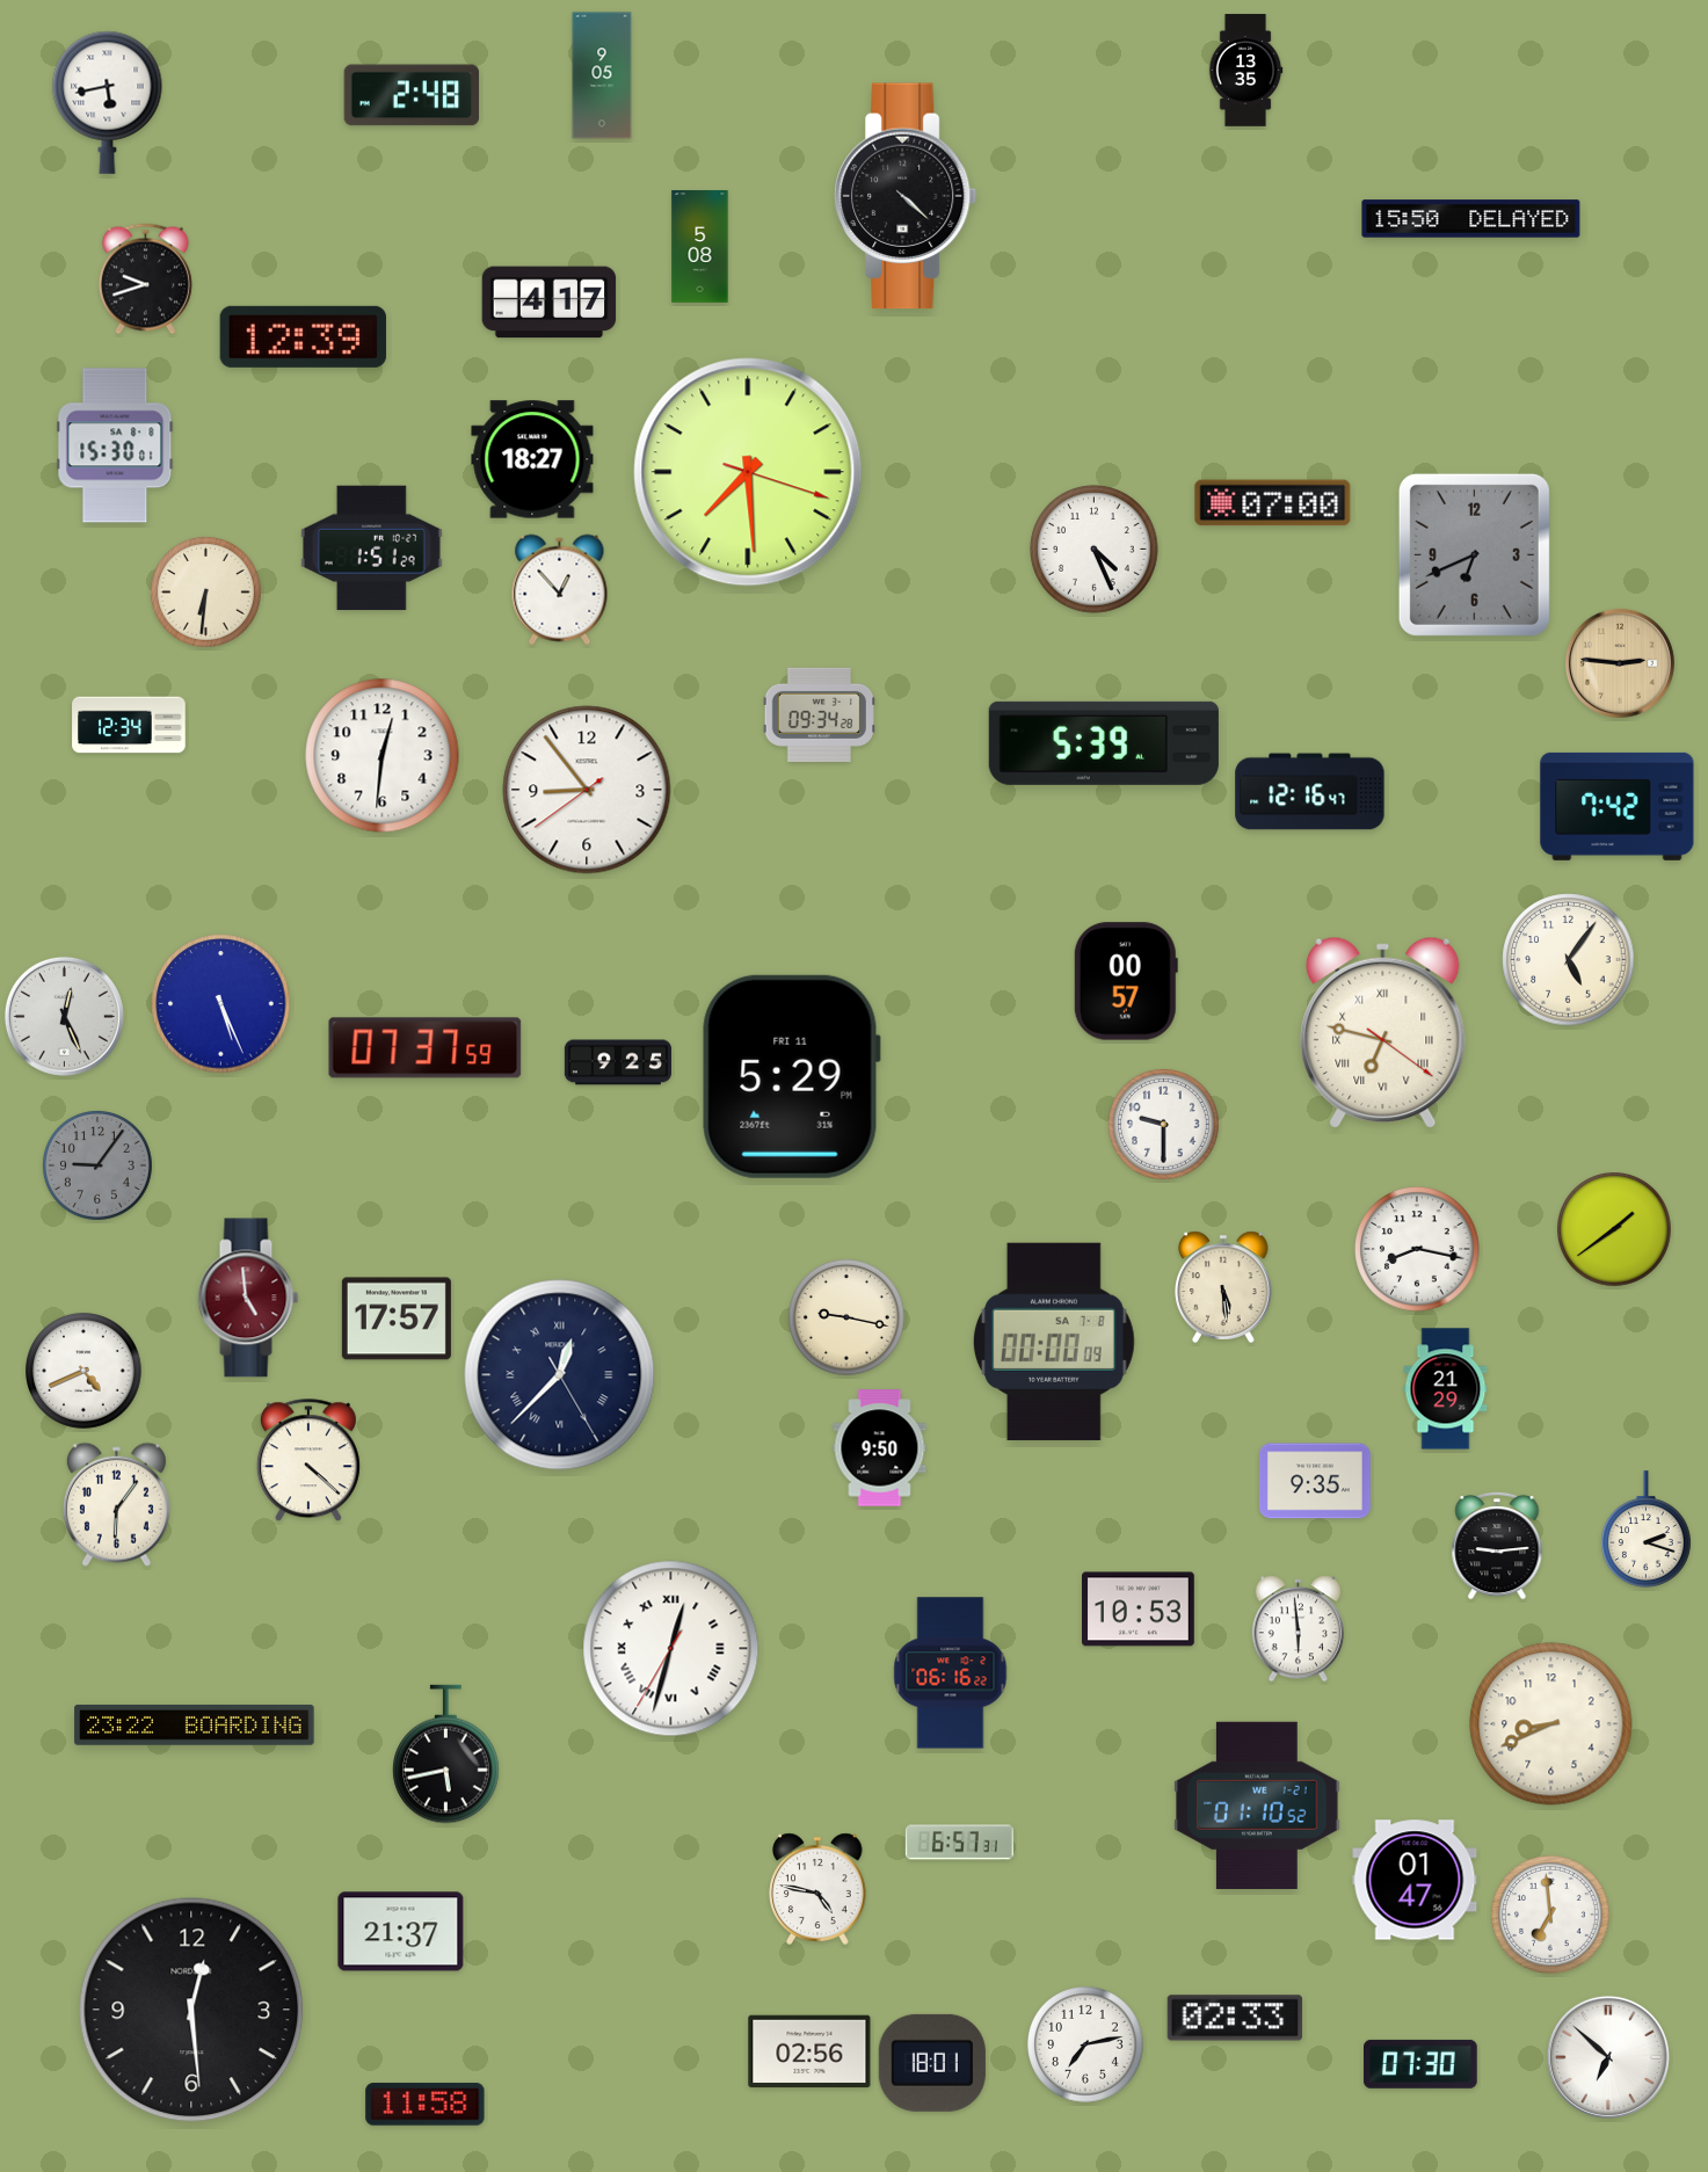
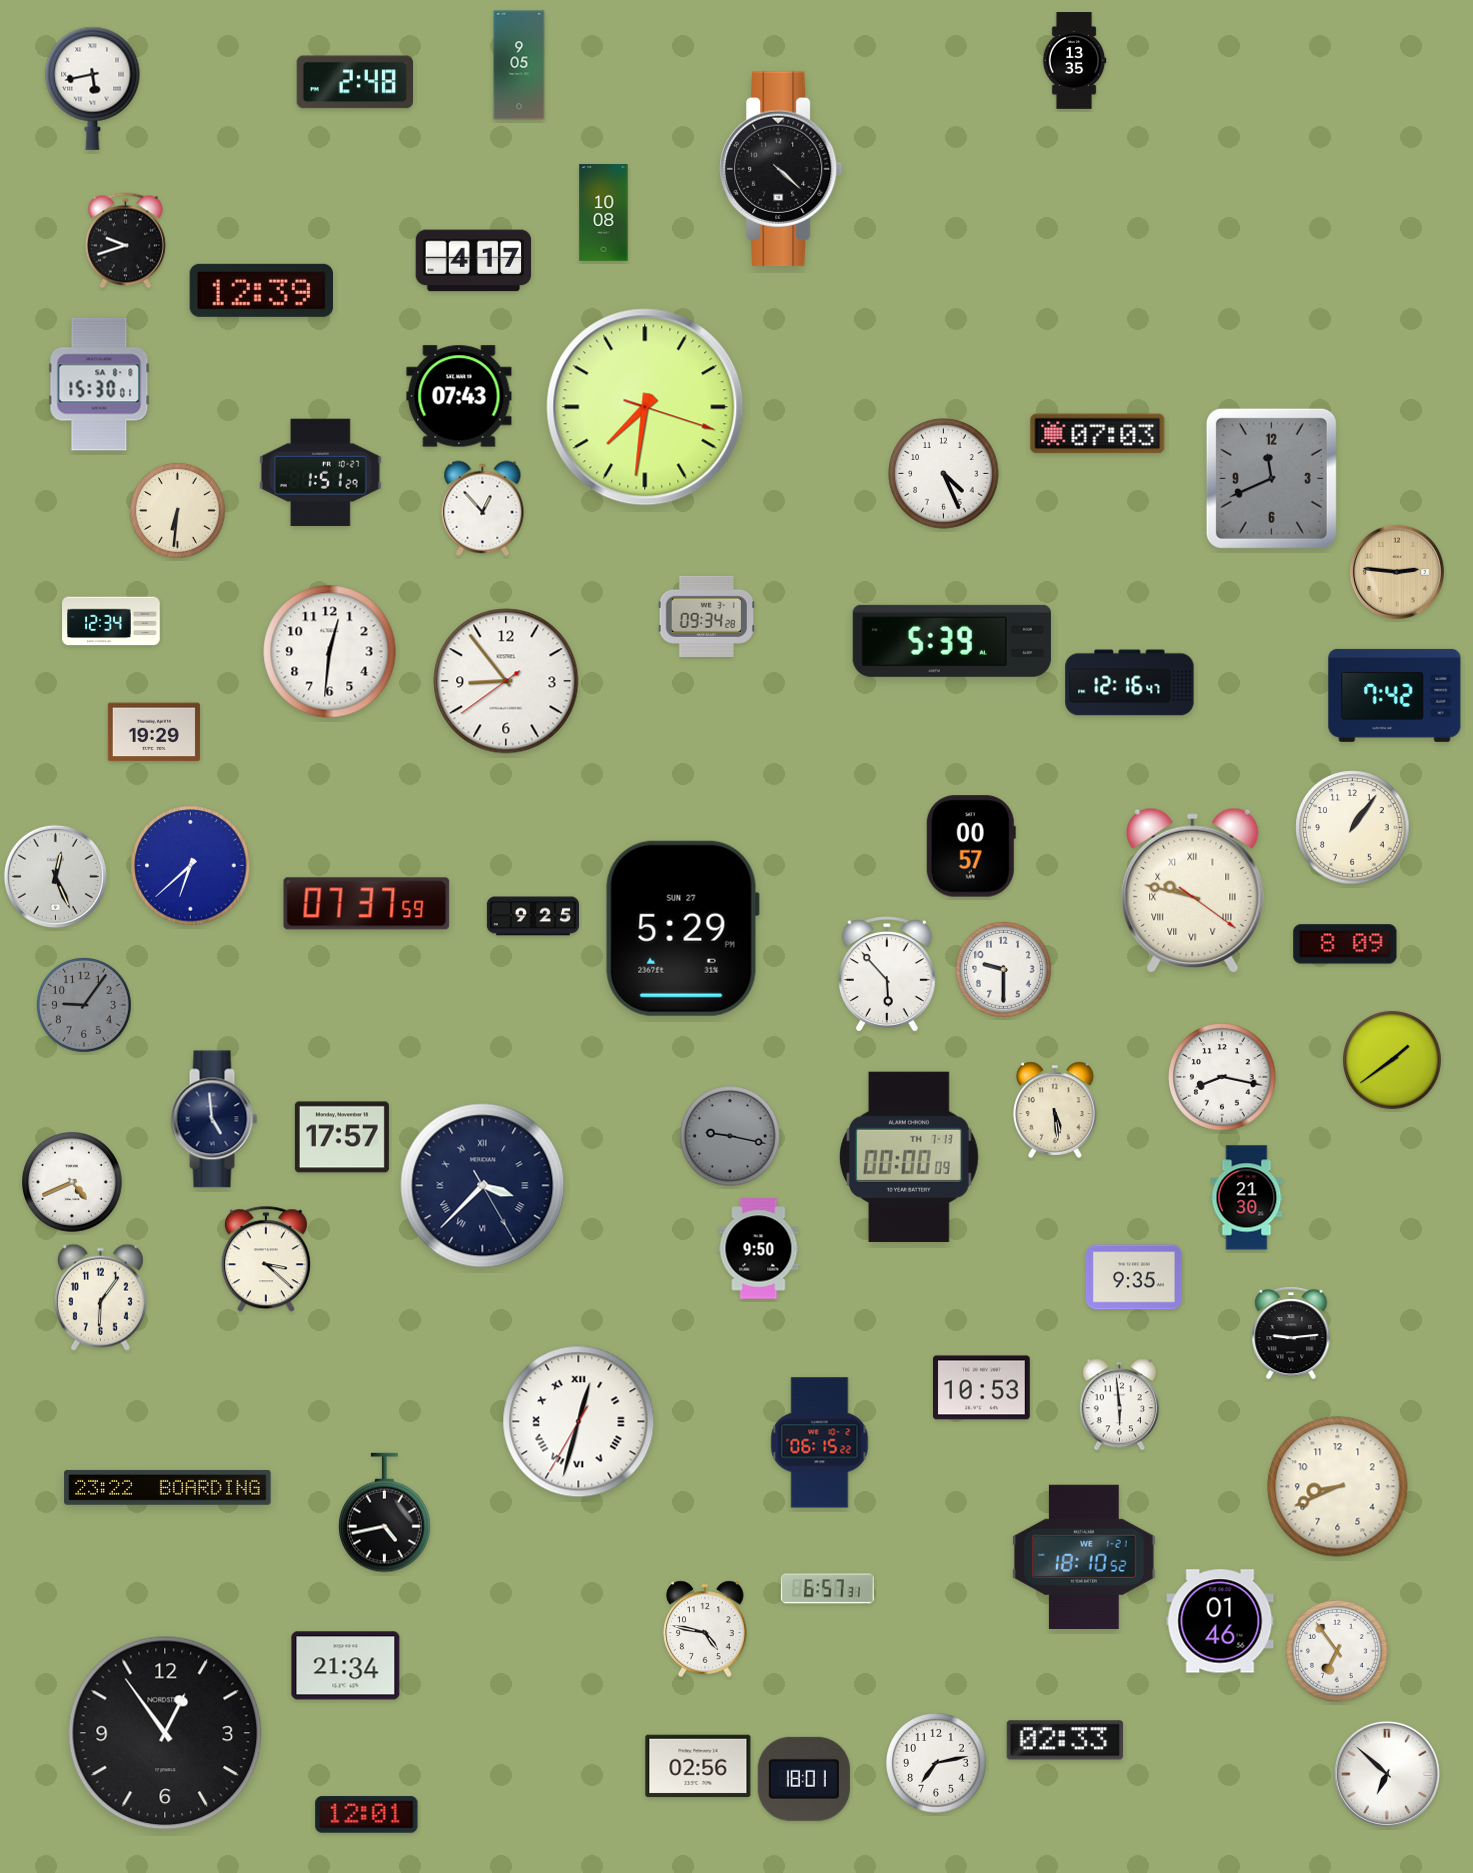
clock at (1471, 219): 15:50 -> none
clock at (700, 247): 5:08 -> 10:08
clock at (532, 459): 18:27 -> 07:43
clock at (748, 472): 7:29 -> 7:31
clock at (1273, 503): 07:00 -> 07:03
clock at (1474, 554): 6:41 -> 11:41
clock at (129, 725) position: (129, 725) -> (111, 621)
clock at (154, 732): none -> 19:29
clock at (1569, 960): 5:06 -> 1:06
clock at (221, 1004): 5:26 -> 6:38
clock at (1383, 1032): 6:47 -> 9:47
clock at (791, 1076) date: FRI 11 -> SUN 27
clock at (1345, 944): none -> 8:09
clock at (887, 974): none -> 5:53
clock at (248, 1298) dial: burgundy -> navy
clock at (848, 1319) dial: cream -> grey
clock at (1054, 1342) date: SA 7-8 -> TH 7-13
clock at (560, 1375): 12:37 -> 3:37
clock at (1446, 1389): 21:29 -> 21:30
clock at (308, 1461): 4:22 -> 3:22
clock at (1647, 1530): 2:18 -> none
clock at (951, 1673): 06:16 -> 06:15
clock at (446, 1755): 5:43 -> 4:43
clock at (1257, 1806): 01:10 -> 18:10
clock at (1415, 1880): 01:47 -> 01:46
clock at (1550, 1915): 6:59 -> 6:54
clock at (401, 1932): 21:37 -> 21:34
clock at (191, 2010): 12:29 -> 12:54
clock at (809, 2051) position: (809, 2051) -> (698, 1766)
clock at (1422, 2064): 07:30 -> none
clock at (426, 2105): 11:58 -> 12:01
